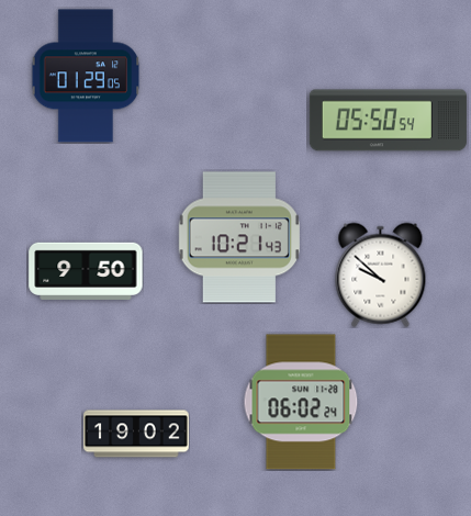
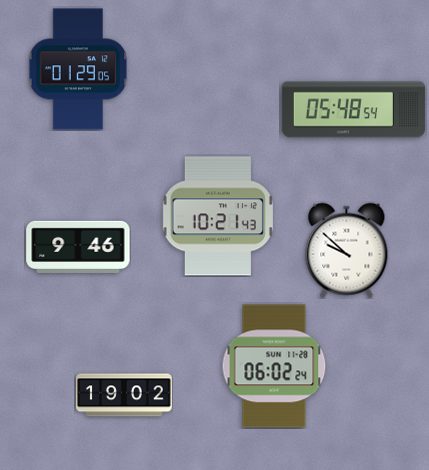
clock at (388, 121): 05:50 -> 05:48
clock at (86, 271): 9:50 -> 9:46
